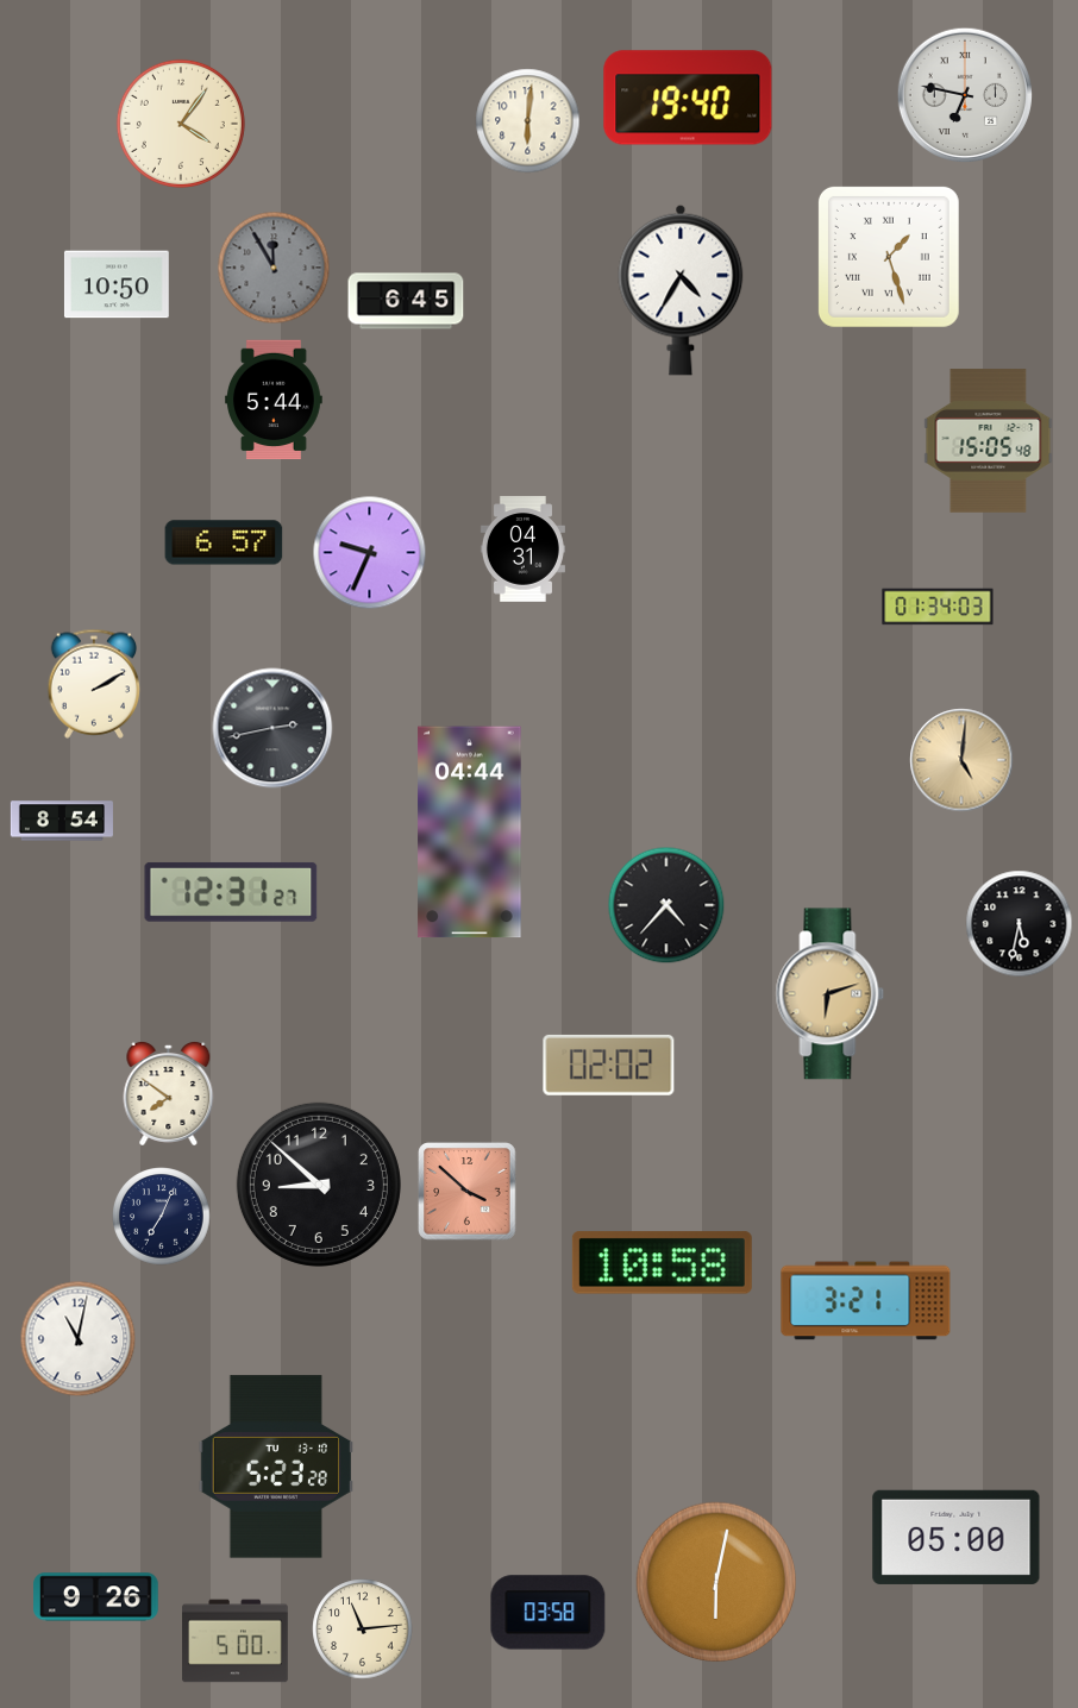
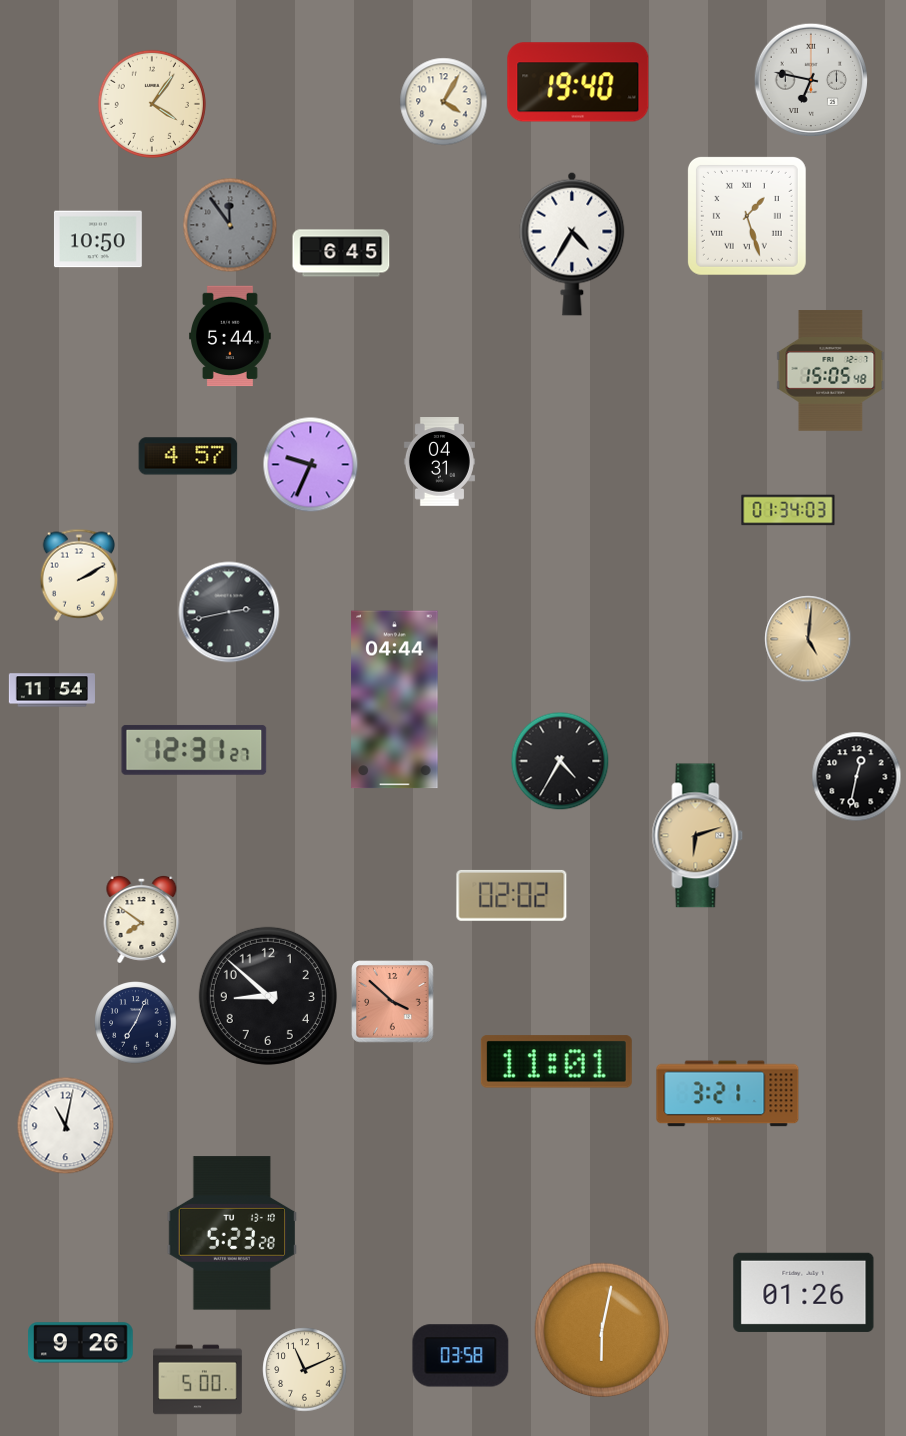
clock at (528, 121): 6:01 -> 4:05
clock at (274, 268): 11:55 -> 11:54
clock at (224, 542): 6:57 -> 4:57
clock at (62, 821): 8:54 -> 11:54
clock at (666, 905): 4:37 -> 4:35
clock at (1020, 924): 5:32 -> 12:32
clock at (662, 1263): 10:58 -> 11:01
clock at (957, 1537): 05:00 -> 01:26
clock at (363, 1629): 11:14 -> 11:11
